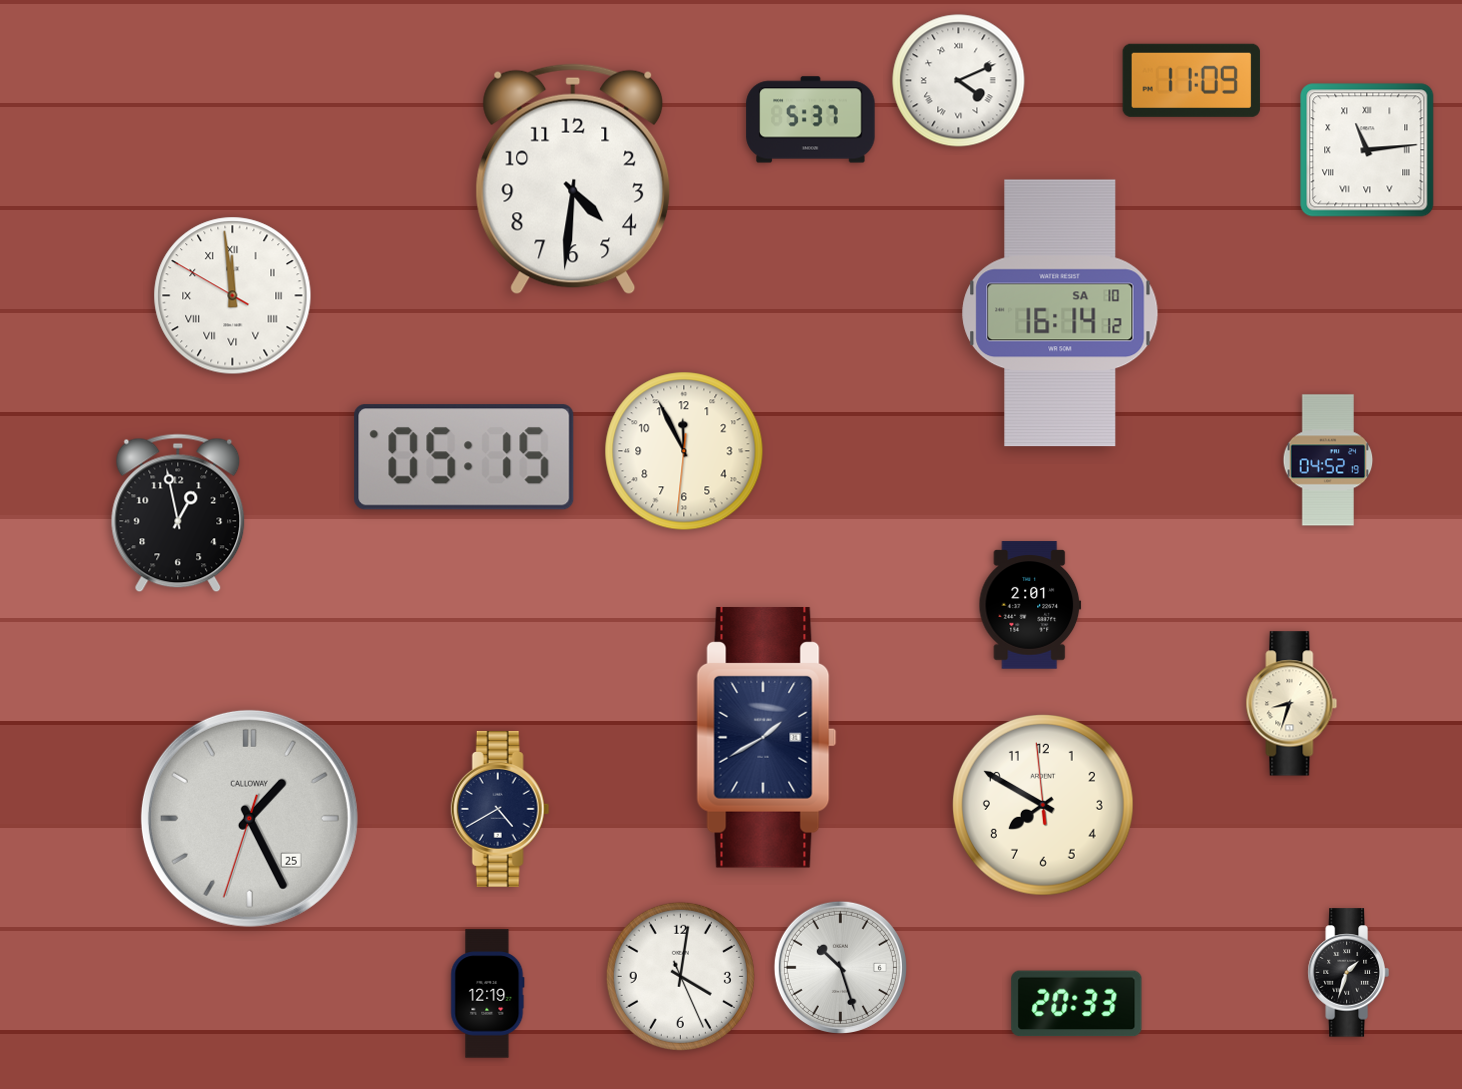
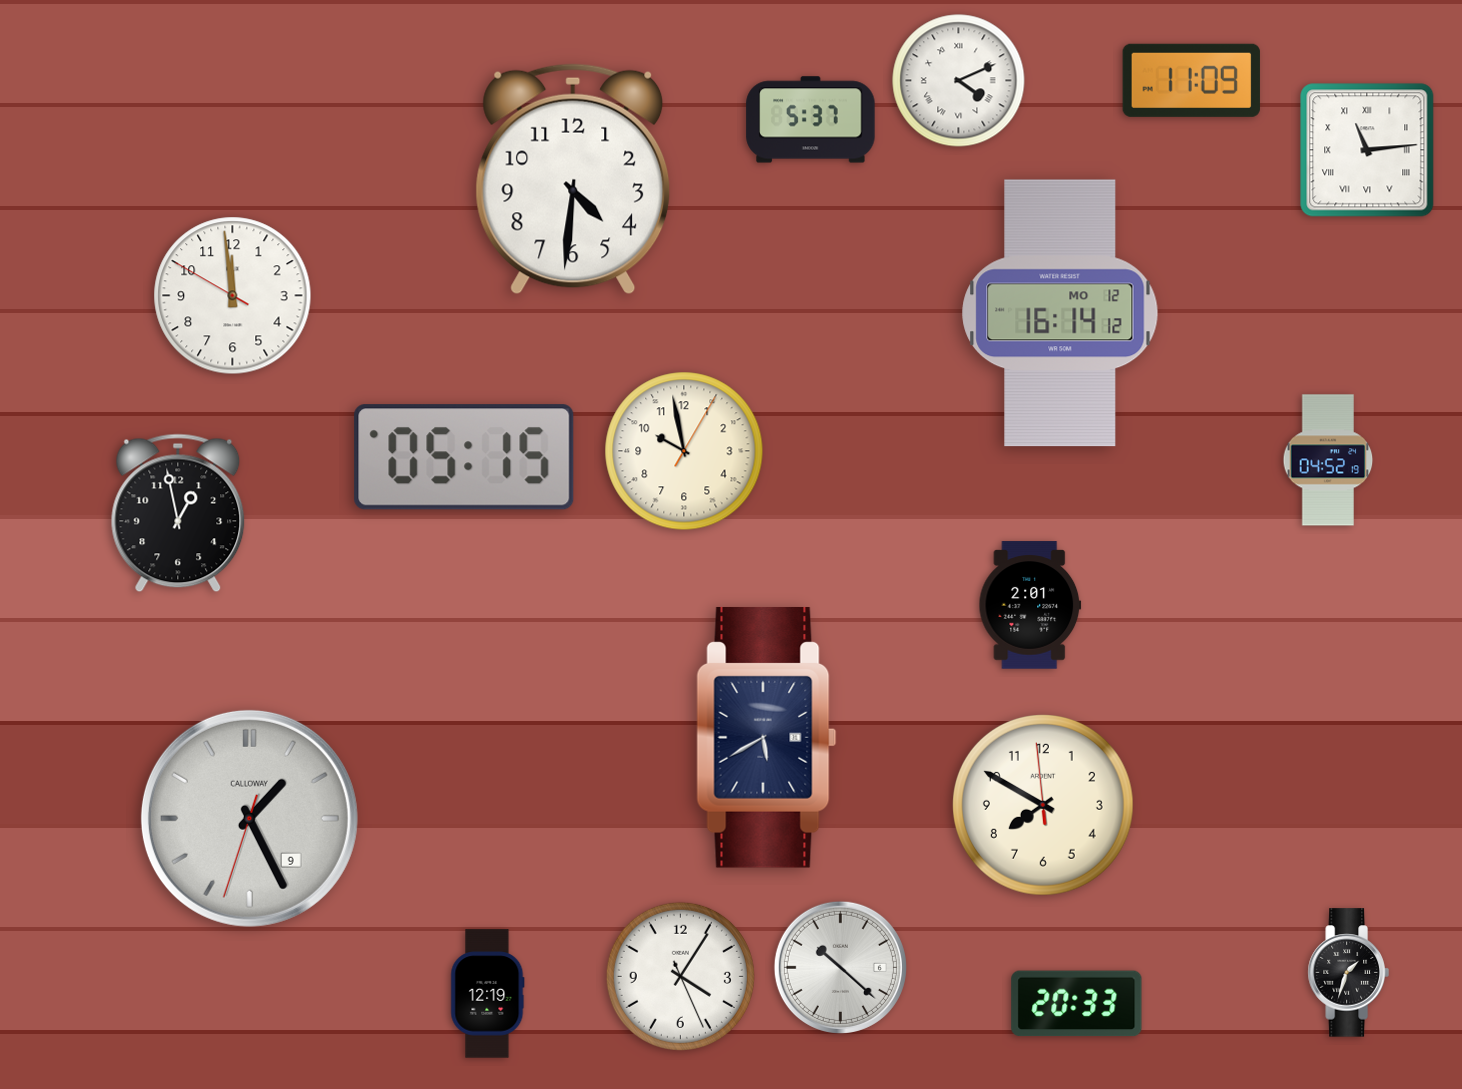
clock at (233, 296) numerals: Roman -> Arabic
clock at (1060, 313) date: SA 10 -> MO 12
clock at (684, 451): 11:55 -> 9:58
clock at (1292, 704): 8:33 -> none
clock at (767, 737): 1:40 -> 5:40
clock at (500, 809): 4:40 -> none
clock at (249, 818) date: 25 -> 9
clock at (840, 967): 10:27 -> 10:22
clock at (680, 976): 4:01 -> 4:05
